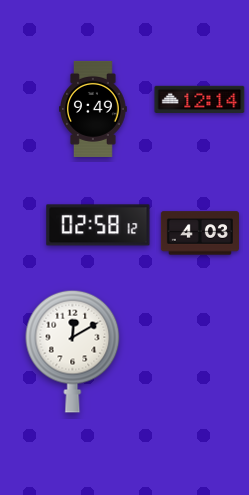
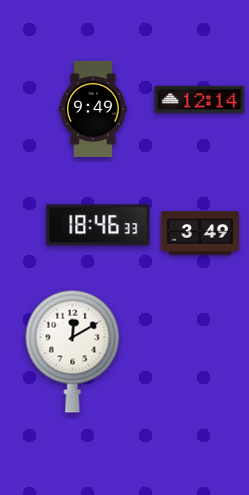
clock at (98, 225): 02:58 -> 18:46
clock at (200, 233): 4:03 -> 3:49
